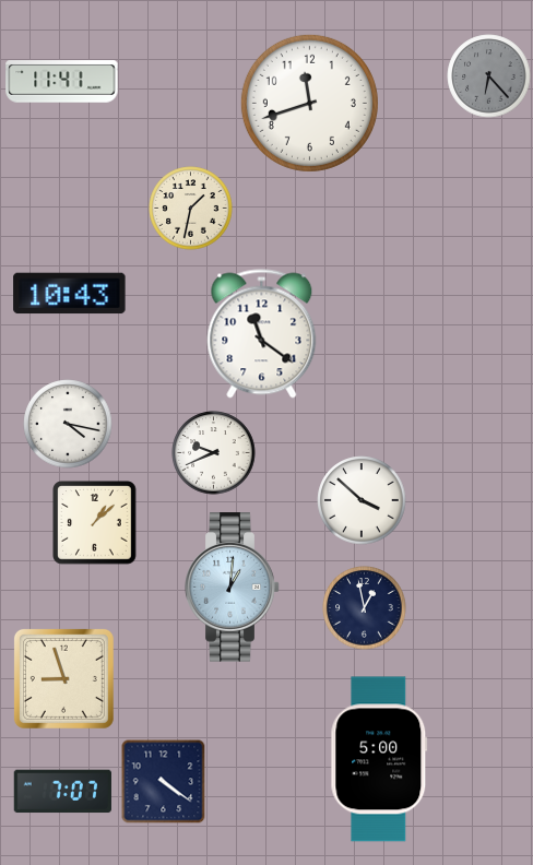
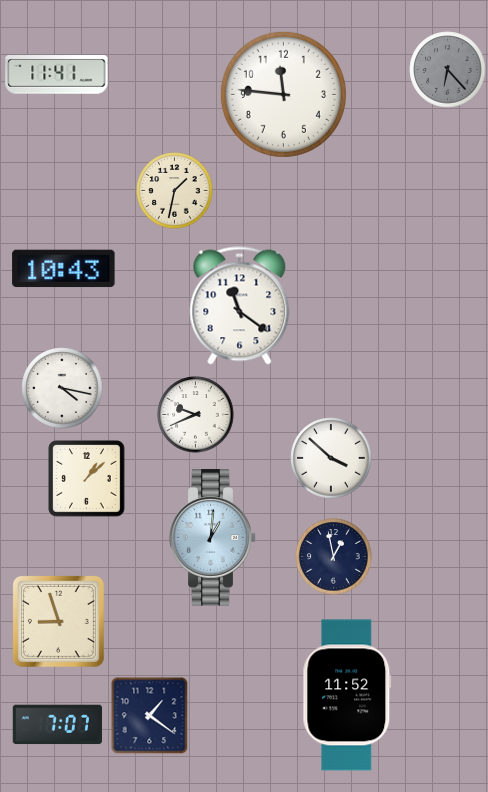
clock at (309, 103): 11:42 -> 11:46
clock at (379, 759): 5:00 -> 11:52
clock at (163, 781): 4:21 -> 1:21
